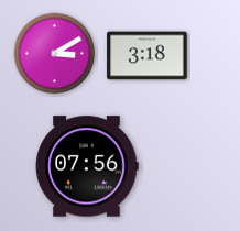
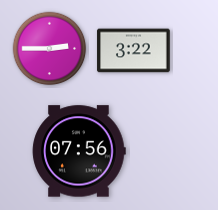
clock at (55, 54): 3:10 -> 2:45
clock at (148, 56): 3:18 -> 3:22
